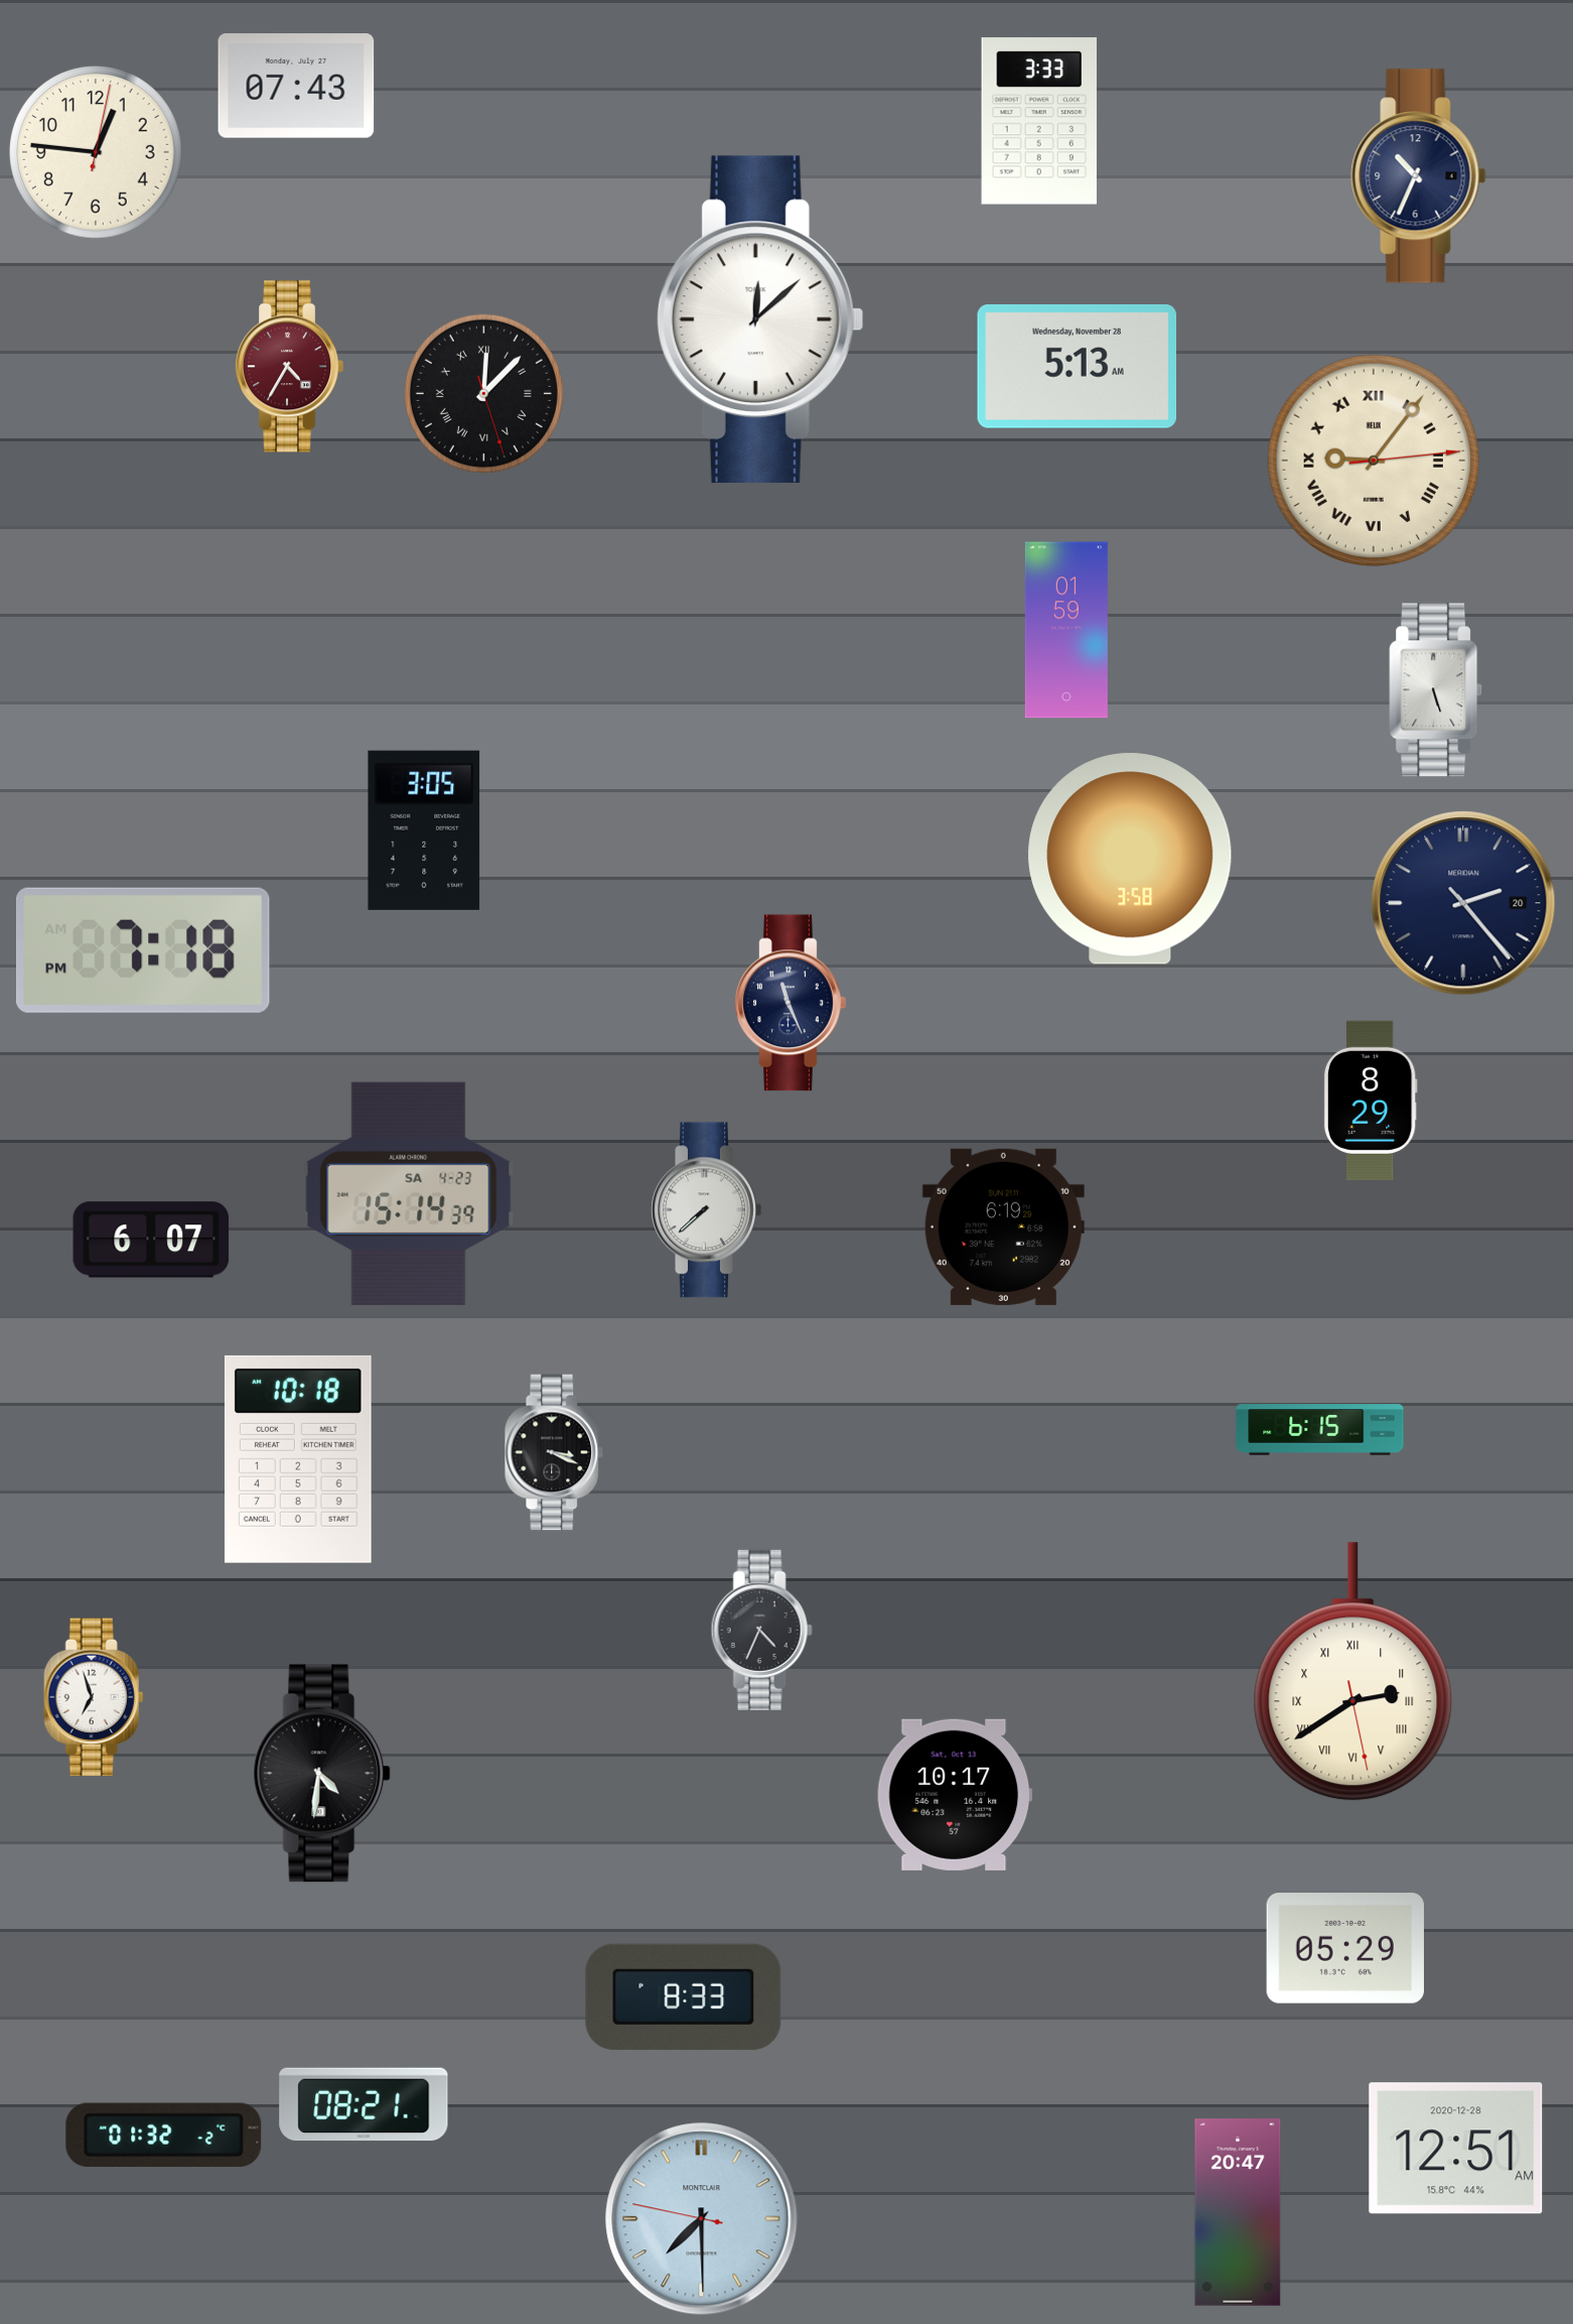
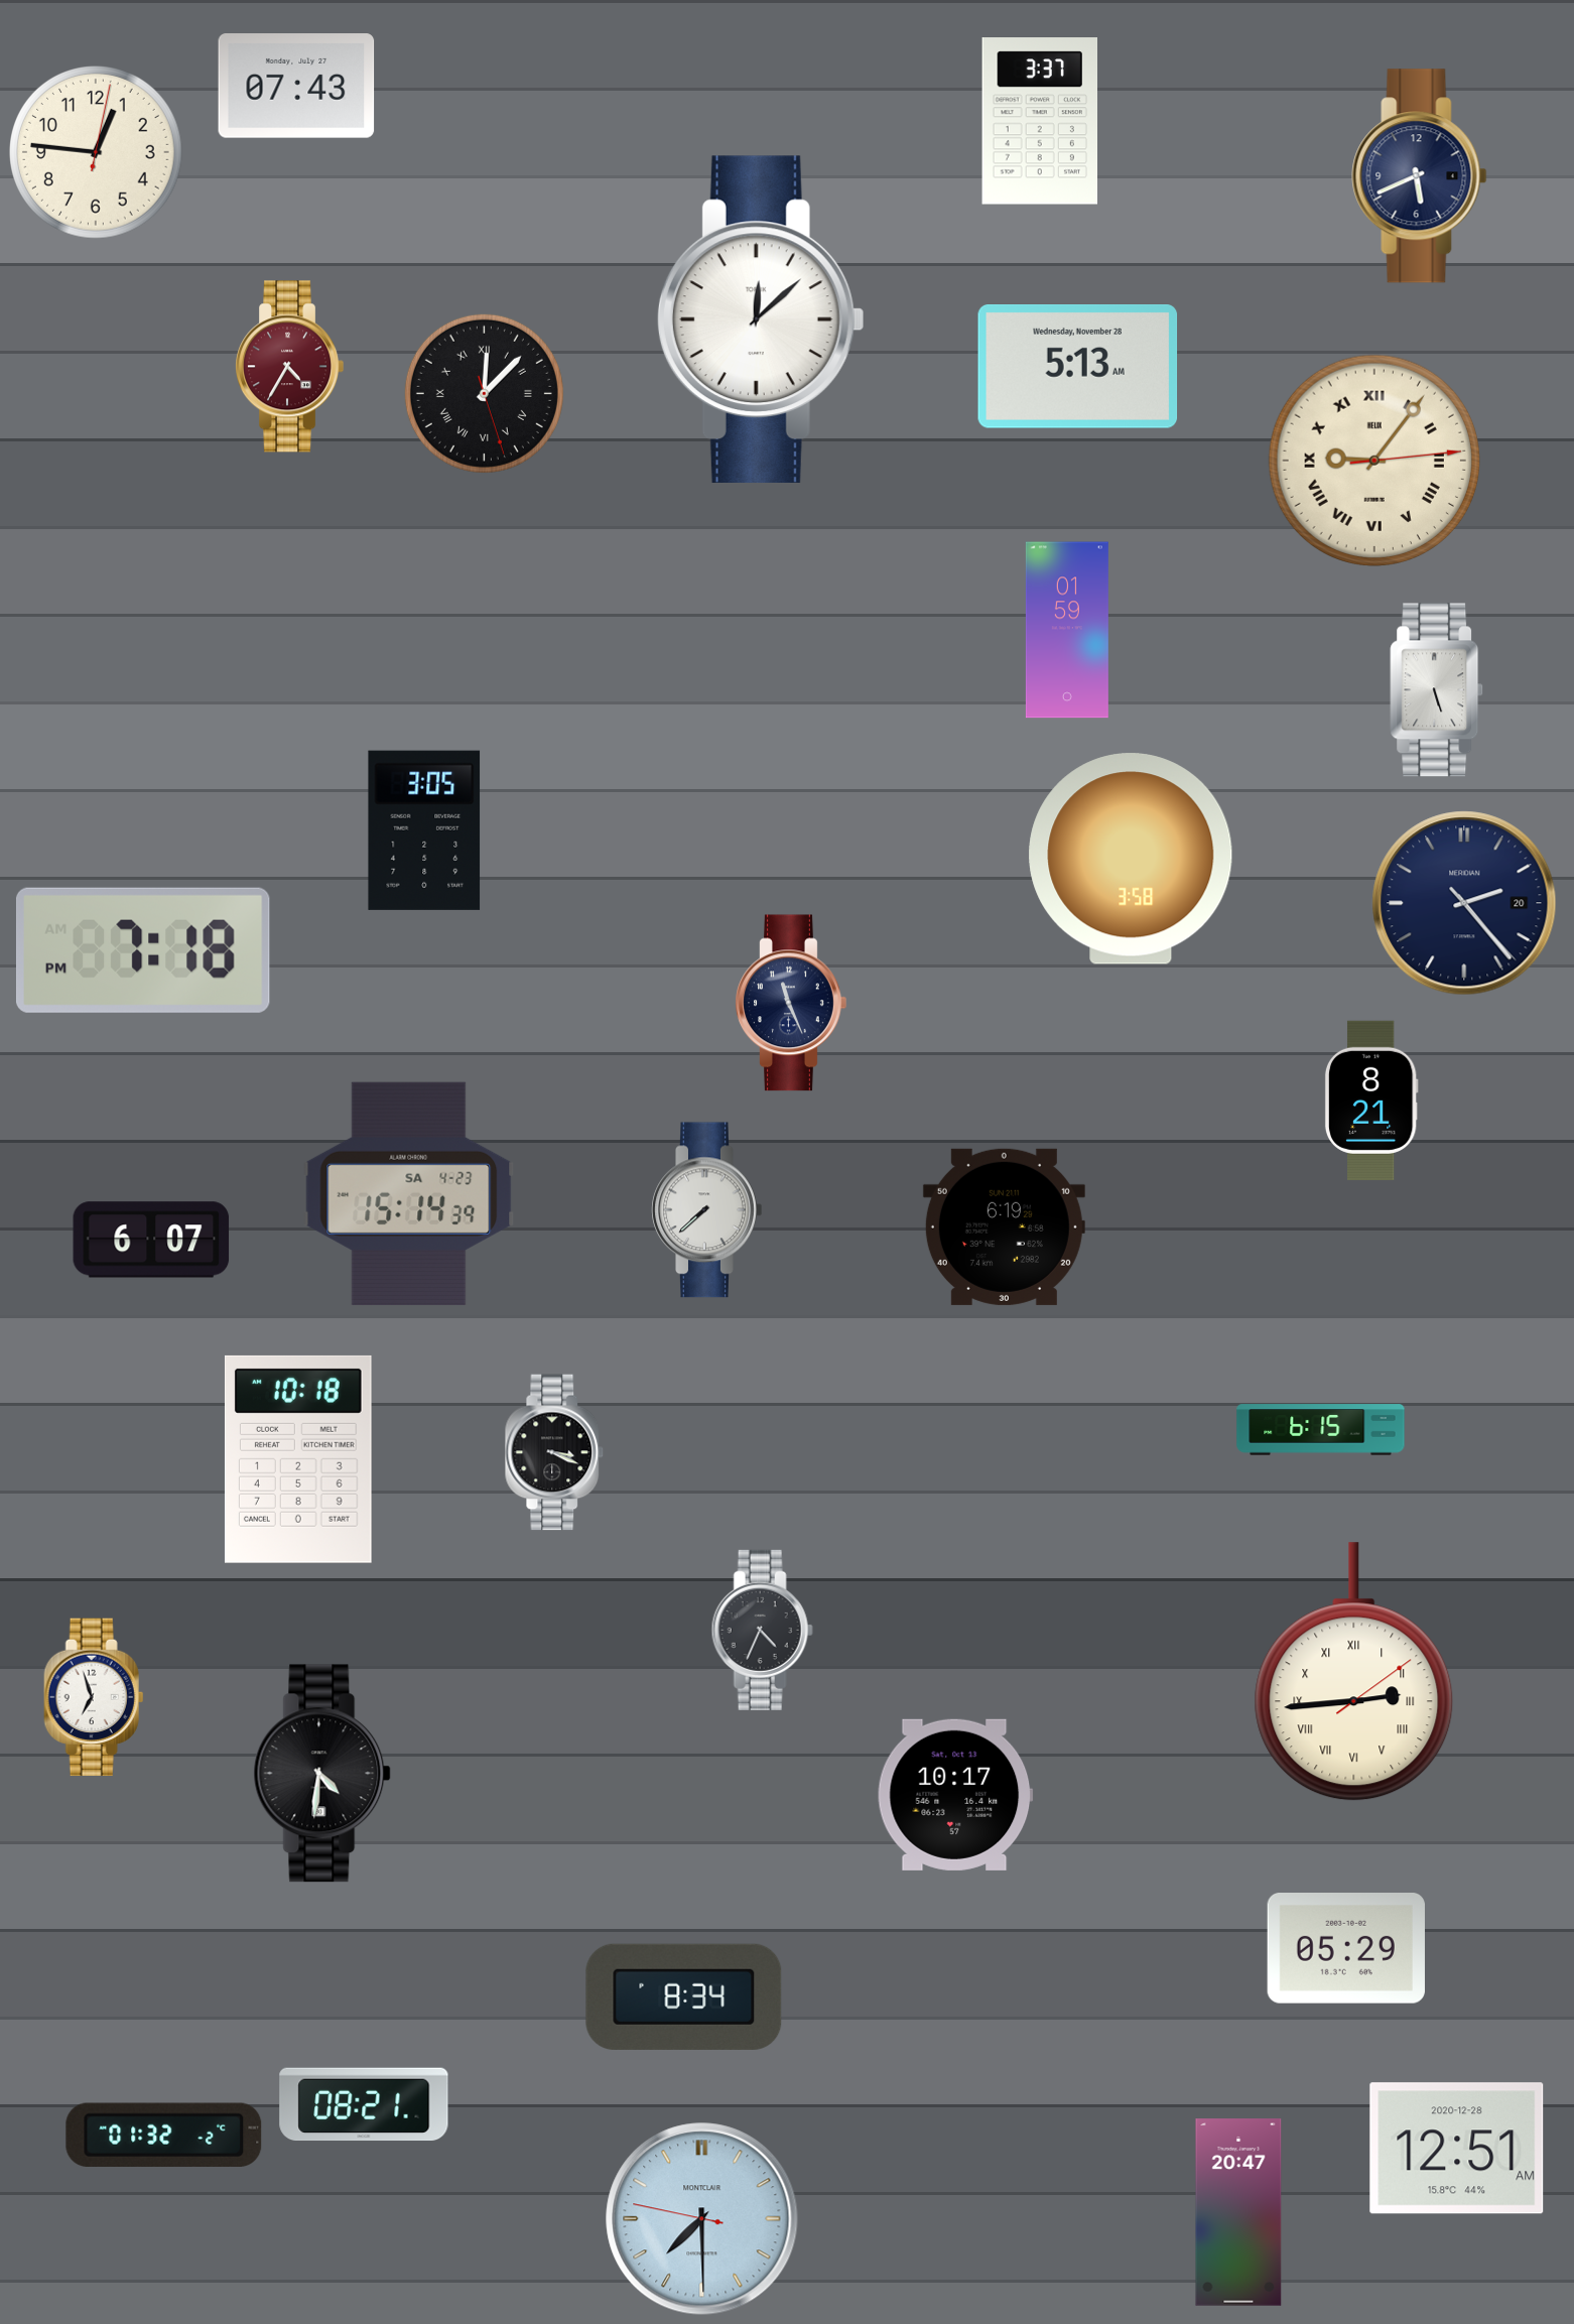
clock at (1038, 121): 3:33 -> 3:37
clock at (1419, 176): 10:34 -> 5:41
clock at (1371, 1101): 8:29 -> 8:21
clock at (1353, 1672): 2:39 -> 2:44
clock at (684, 1996): 8:33 -> 8:34
